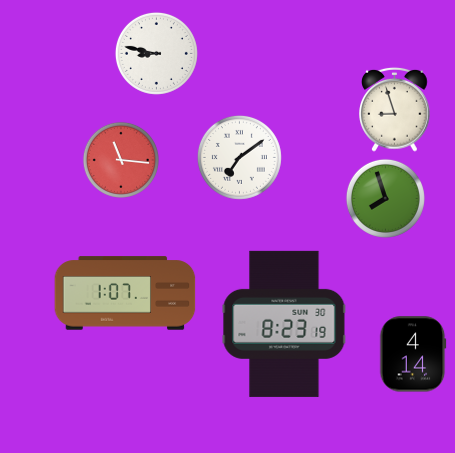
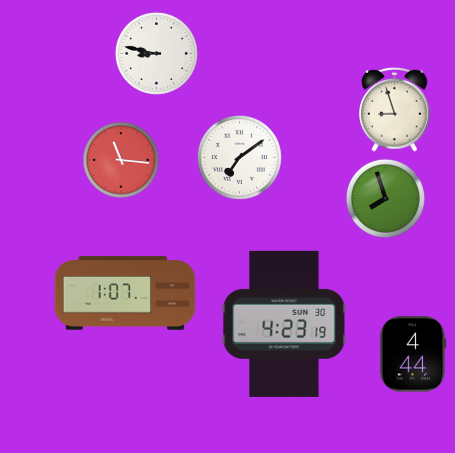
clock at (284, 324): 8:23 -> 4:23
clock at (413, 354): 4:14 -> 4:44
